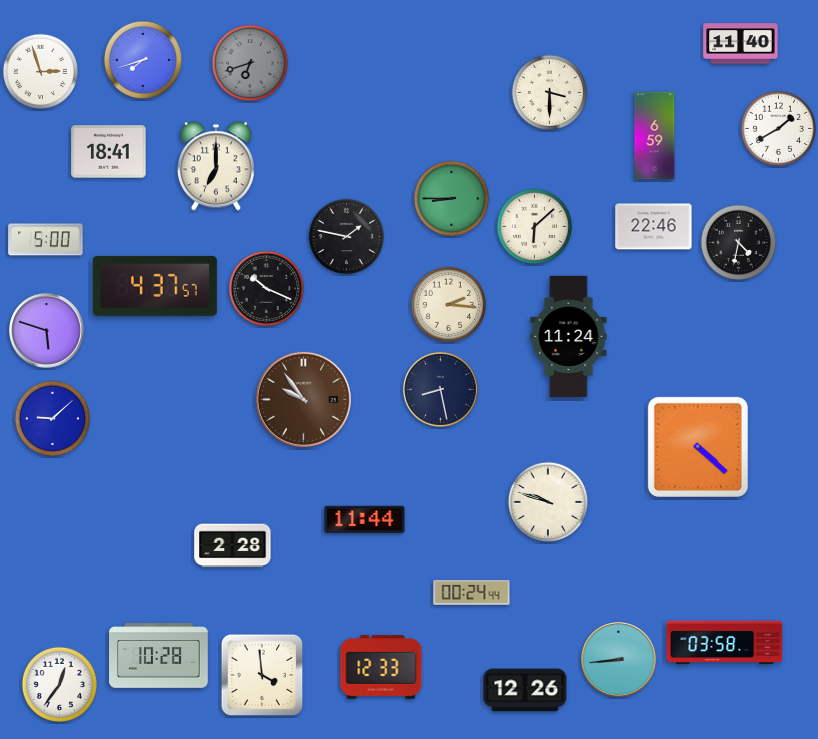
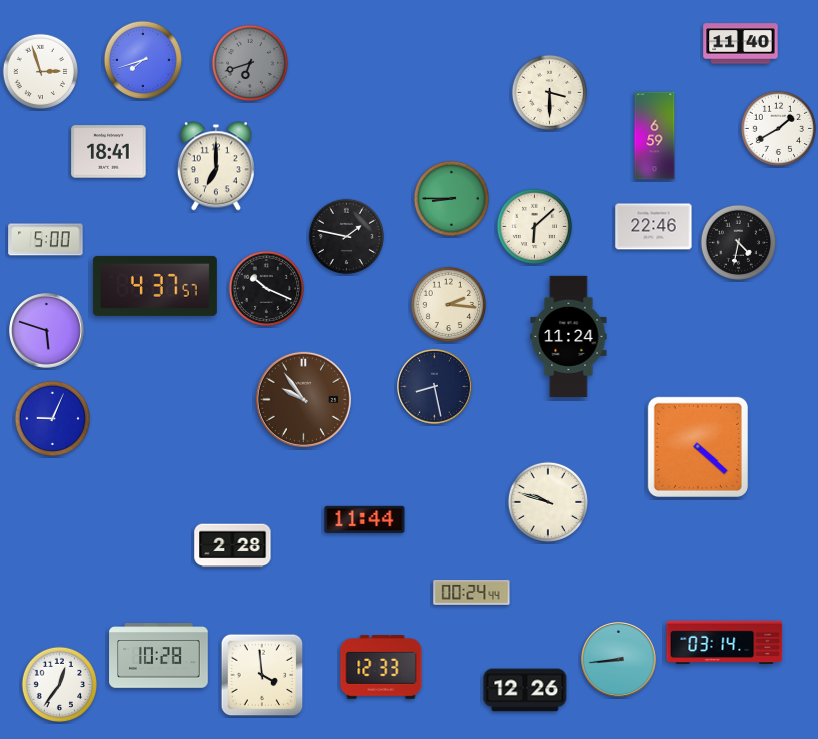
clock at (441, 390) position: (441, 390) -> (435, 387)
clock at (52, 418): 9:08 -> 9:04
clock at (725, 643): 03:58 -> 03:14
